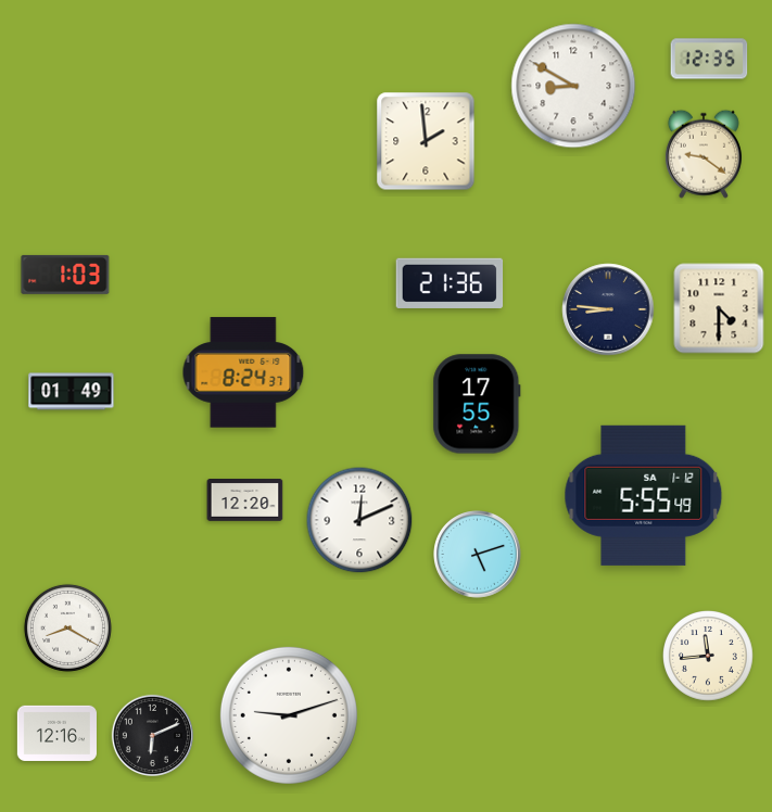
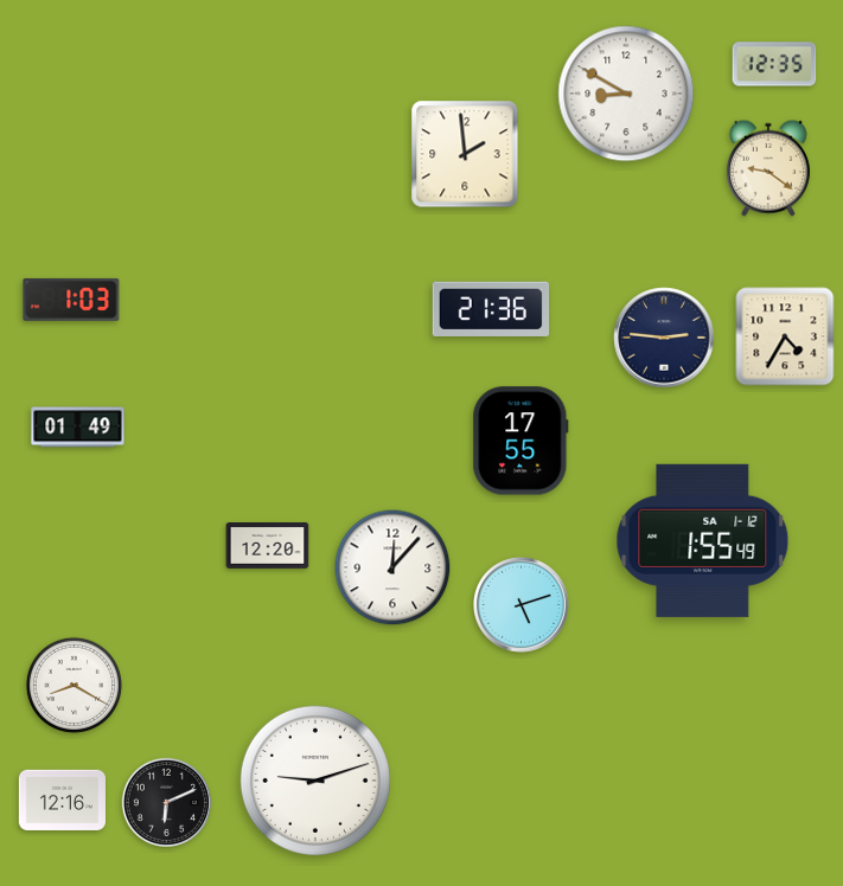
clock at (719, 308): 4:30 -> 4:35
clock at (608, 309): 8:46 -> 2:46
clock at (243, 372): 8:24 -> none
clock at (644, 495): 5:55 -> 1:55
clock at (359, 520): 12:11 -> 12:07
clock at (709, 657): 11:44 -> none
